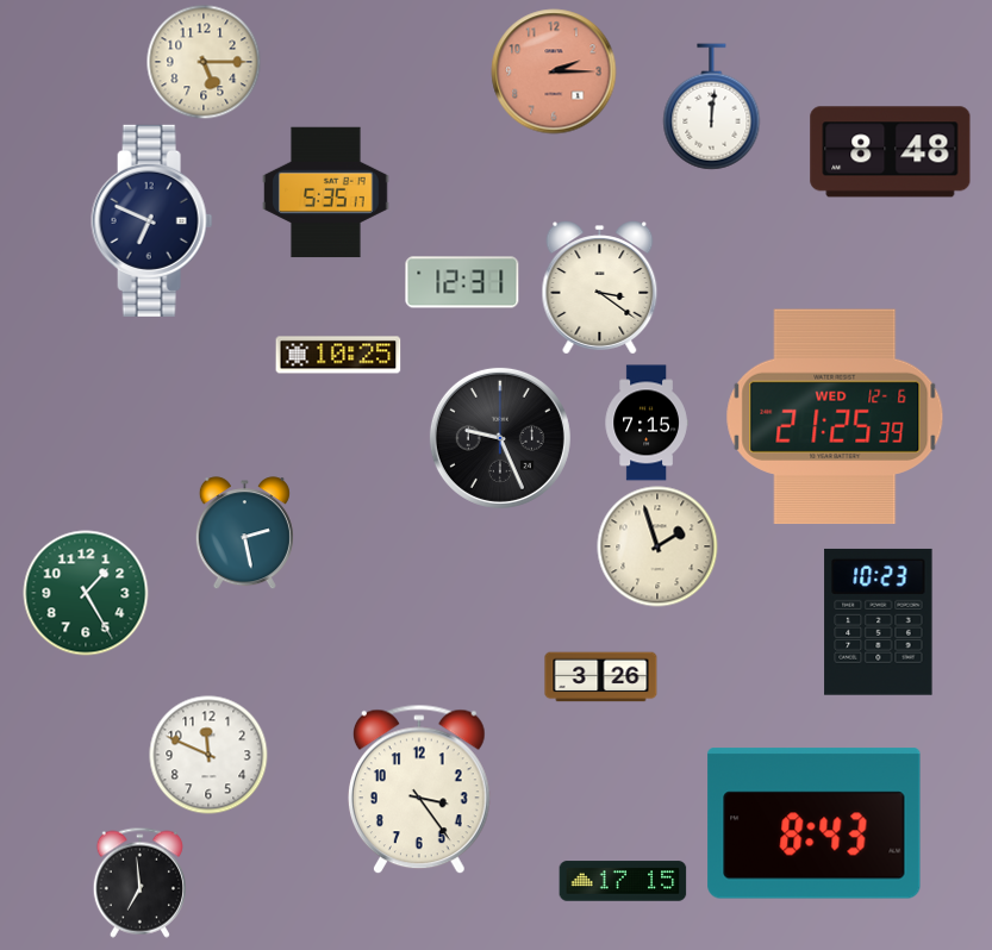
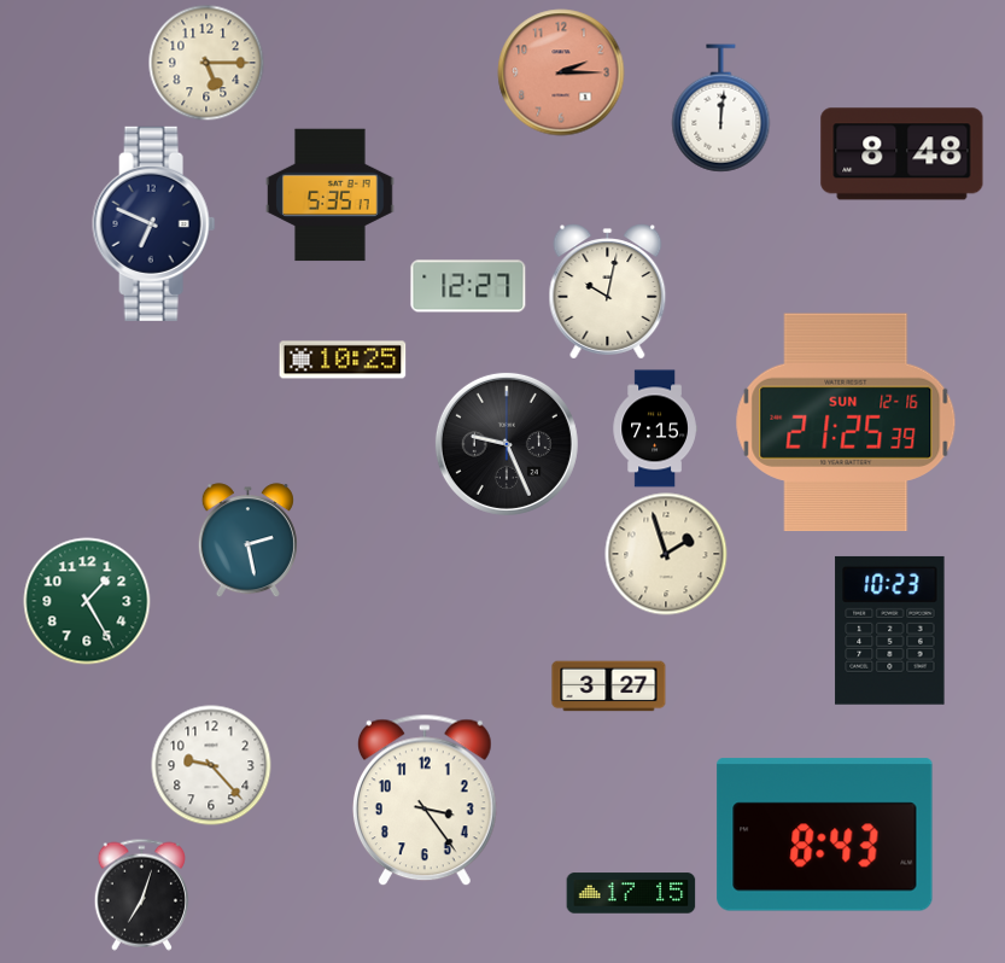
clock at (462, 282): 12:31 -> 12:27
clock at (600, 288): 3:21 -> 10:02
clock at (835, 417) date: WED 12-6 -> SUN 12-16
clock at (601, 677): 3:26 -> 3:27
clock at (208, 755): 11:49 -> 9:23
clock at (139, 882): 6:59 -> 7:03
